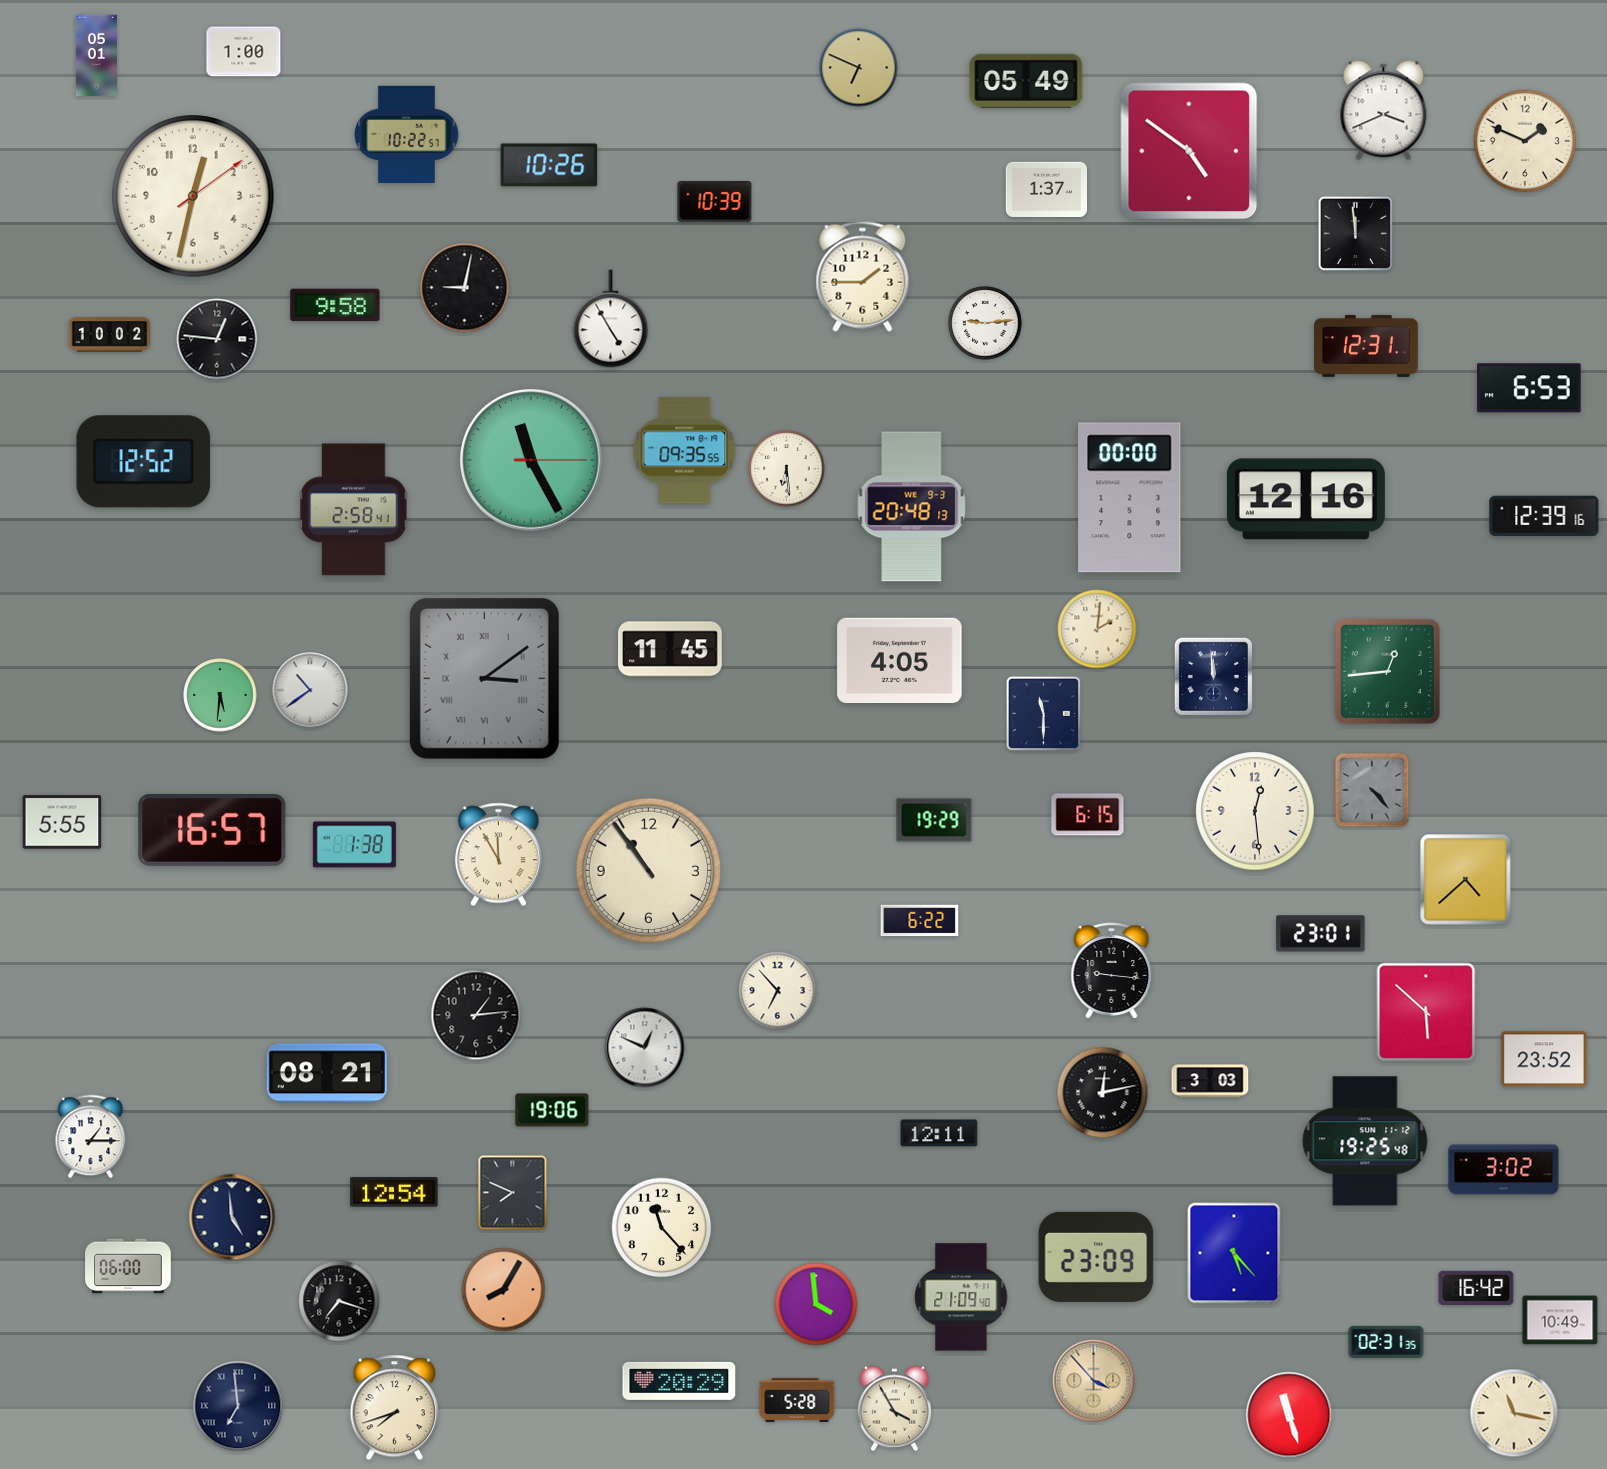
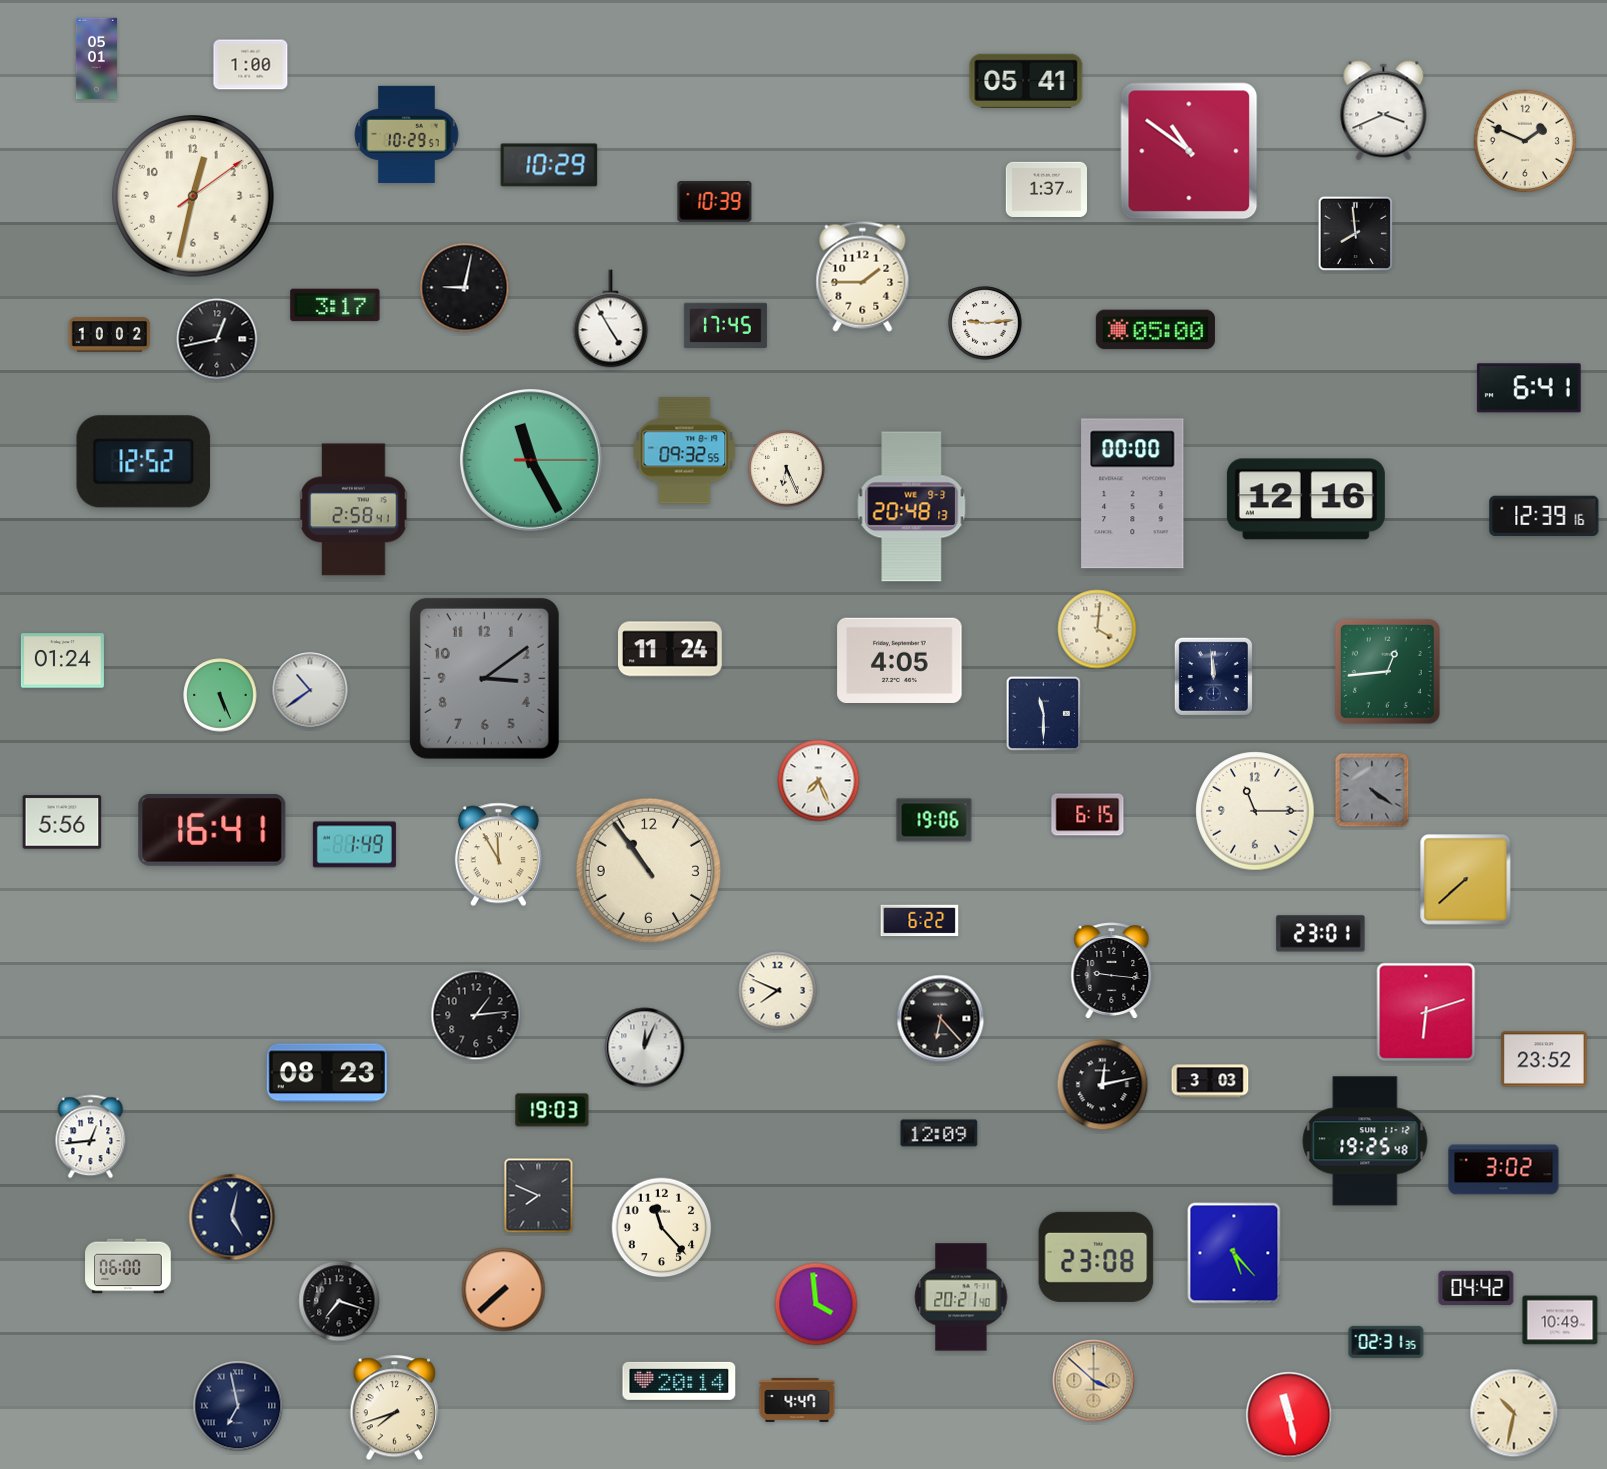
clock at (244, 52) position: (244, 52) -> (251, 65)
clock at (96, 56) position: (96, 56) -> (96, 59)
clock at (859, 68): 6:49 -> none
clock at (1026, 81): 05:49 -> 05:41
clock at (407, 134): 10:22 -> 10:29
clock at (1189, 151): 4:51 -> 10:51
clock at (549, 165): 10:26 -> 10:29
clock at (1356, 234): 11:59 -> 7:59
clock at (335, 305): 9:58 -> 3:17
clock at (725, 325): none -> 17:45
clock at (1155, 330): none -> 05:00
clock at (217, 339): 12:46 -> 12:43
clock at (1366, 346): 12:31 -> none
clock at (1529, 388): 6:53 -> 6:41
clock at (685, 451): 09:35 -> 09:32
clock at (787, 469): 6:29 -> 6:26
clock at (1130, 498) position: (1130, 498) -> (1133, 494)
clock at (1097, 629): 2:01 -> 4:01
clock at (671, 649): 11:45 -> 11:24
clock at (62, 661): none -> 01:24
clock at (484, 678) numerals: Roman -> Arabic
clock at (220, 695): 5:31 -> 5:26
clock at (819, 781): none -> 7:26
clock at (1372, 790): 4:23 -> 4:21
clock at (1255, 811): 12:29 -> 11:15
clock at (934, 820): 19:29 -> 19:06
clock at (62, 822): 5:55 -> 5:56
clock at (212, 830): 16:57 -> 16:41
clock at (354, 845): 1:38 -> 1:49
clock at (1466, 880): 4:38 -> 7:38
clock at (778, 991): 6:53 -> 7:49
clock at (1426, 1012): 5:52 -> 6:12
clock at (941, 1019): none -> 6:23
clock at (645, 1048): 12:49 -> 12:04
clock at (327, 1073): 08:21 -> 08:23
clock at (1103, 1093) position: (1103, 1093) -> (1103, 1085)
clock at (552, 1110): 19:06 -> 19:03
clock at (939, 1133): 12:11 -> 12:09
clock at (91, 1137): 1:15 -> 12:44
clock at (394, 1192): 12:54 -> none
clock at (513, 1193) position: (513, 1193) -> (539, 1196)
clock at (232, 1217): 4:59 -> 5:02
clock at (1096, 1257): 23:09 -> 23:08
clock at (1476, 1288): 16:42 -> 04:42
clock at (504, 1290): 8:05 -> 7:38
clock at (961, 1297): 21:09 -> 20:21
clock at (679, 1381): 20:29 -> 20:14
clock at (1094, 1381): 3:53 -> 3:52
clock at (797, 1400): 5:28 -> 4:47
clock at (238, 1406): 6:59 -> 6:58
clock at (894, 1409): 3:55 -> none
clock at (1514, 1413): 11:17 -> 10:32
clock at (1289, 1415): 11:27 -> 11:28
